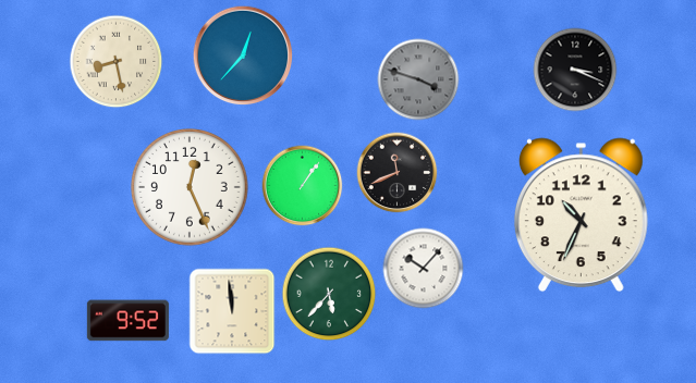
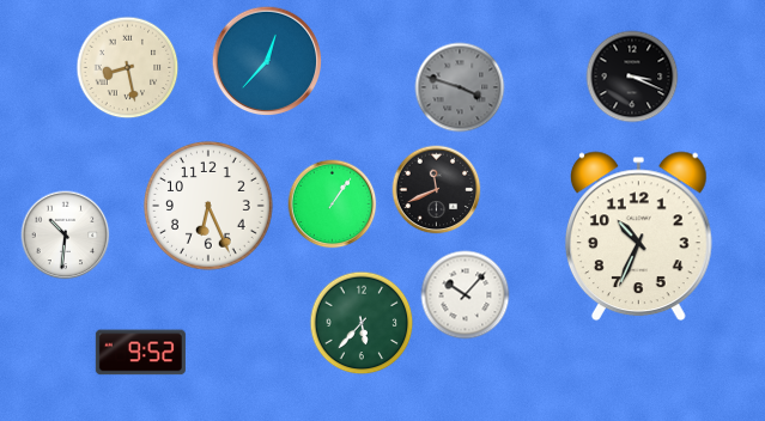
clock at (191, 188): 12:26 -> 6:26
clock at (66, 236): none -> 10:31
clock at (232, 311): 11:59 -> none
